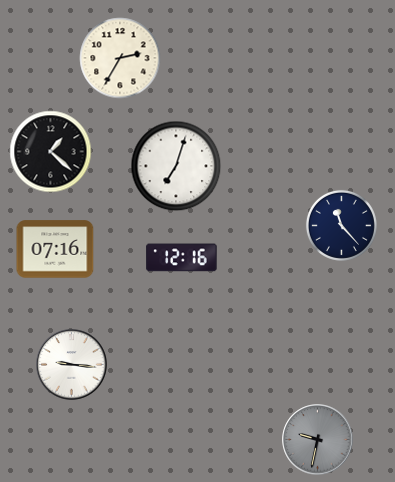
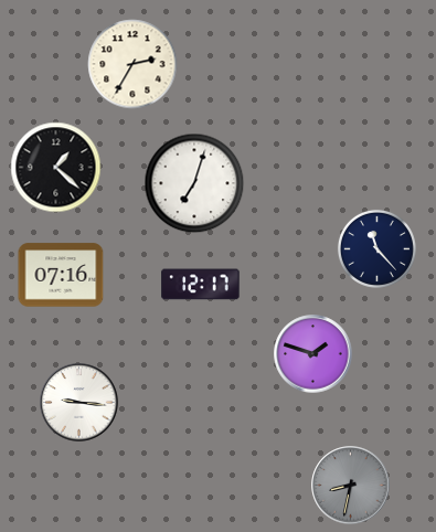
clock at (182, 258): 12:16 -> 12:17
clock at (313, 354): none -> 1:48
clock at (318, 440): 9:32 -> 8:32
